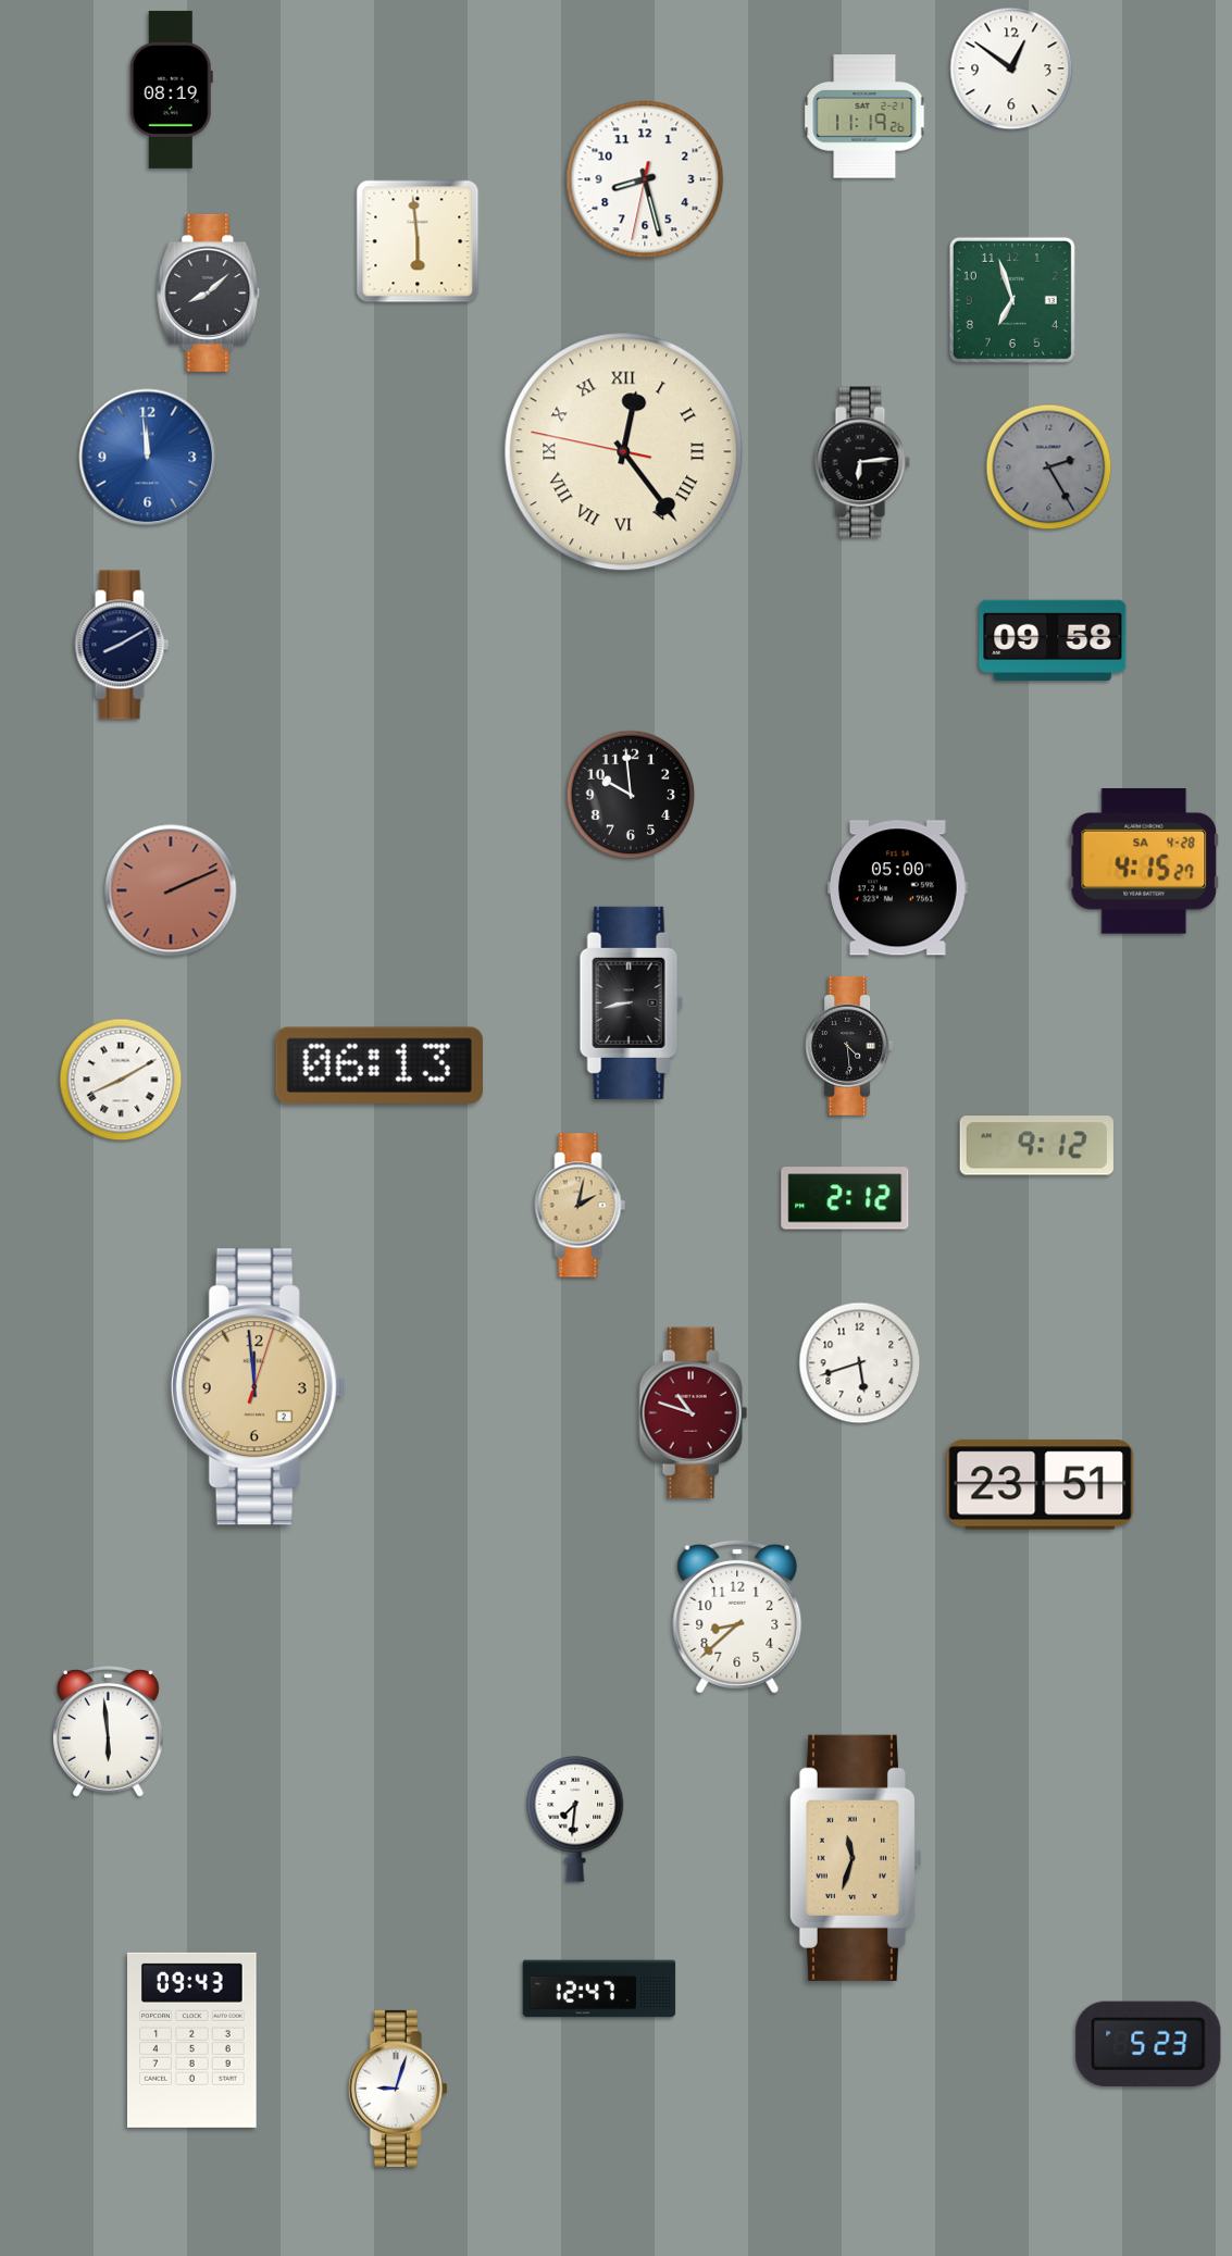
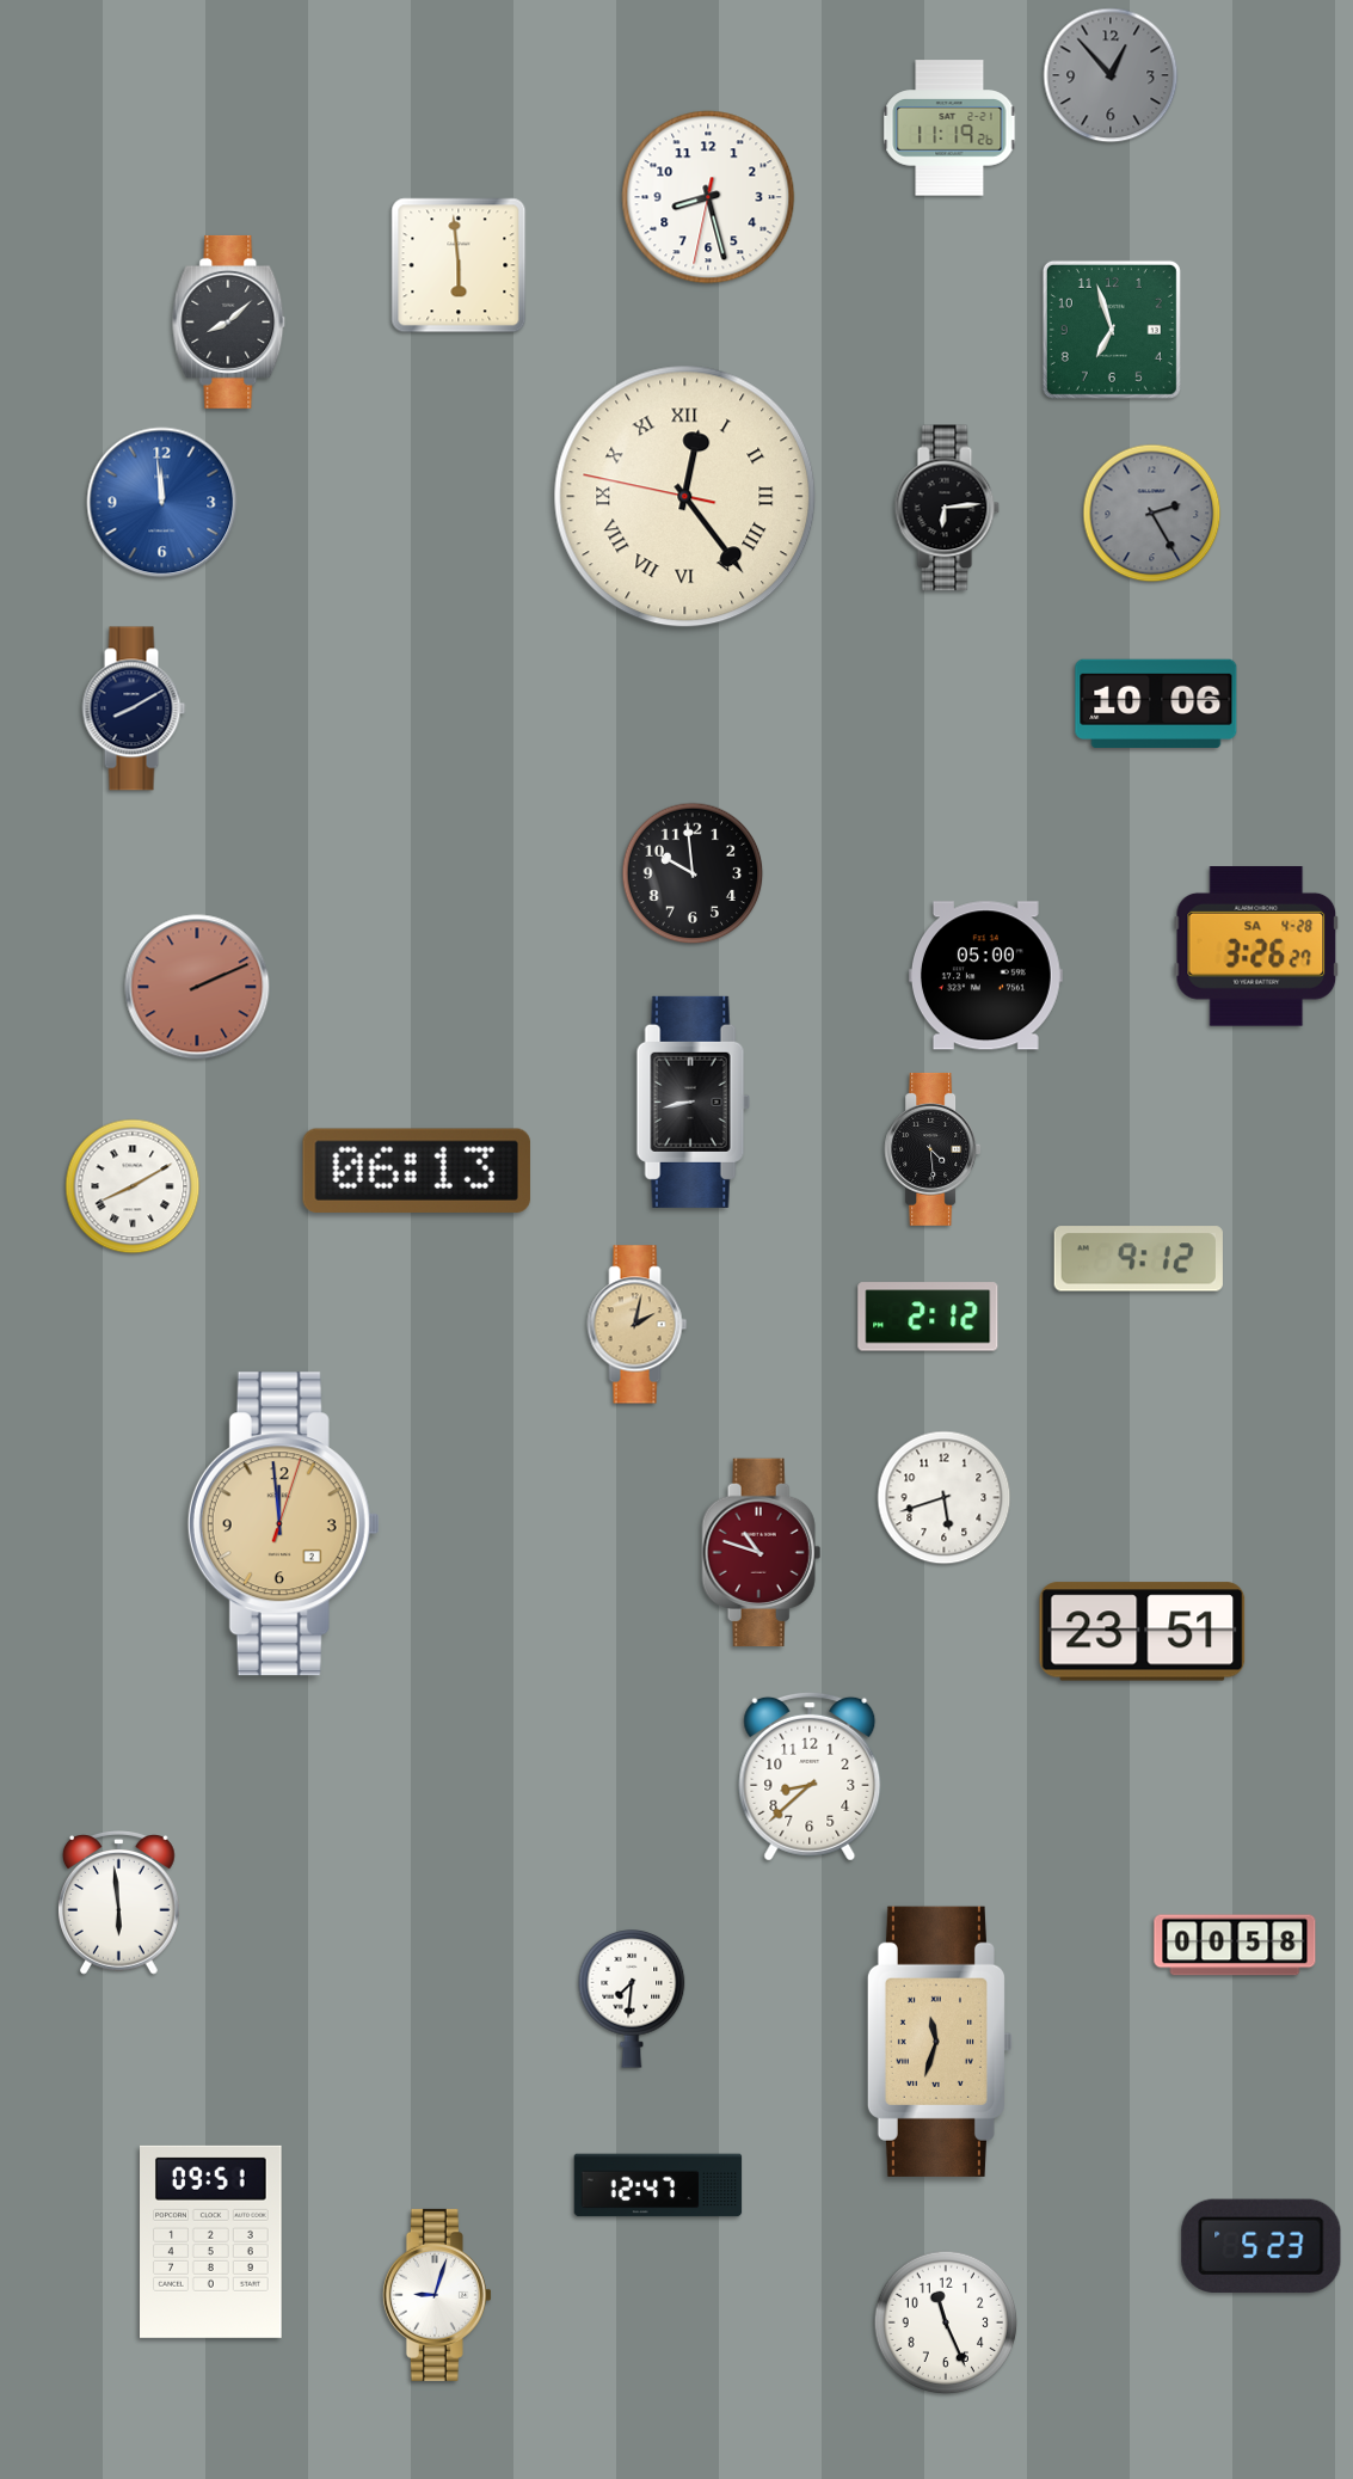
clock at (1011, 68): 12:51 -> 12:53
clock at (1011, 68) dial: white -> grey
clock at (171, 89): 08:19 -> none
clock at (1053, 639): 09:58 -> 10:06
clock at (1144, 862): 4:15 -> 3:26
clock at (171, 890) position: (171, 890) -> (197, 987)
clock at (1235, 1945): none -> 00:58
clock at (192, 2040): 09:43 -> 09:51
clock at (946, 2322): none -> 11:26
